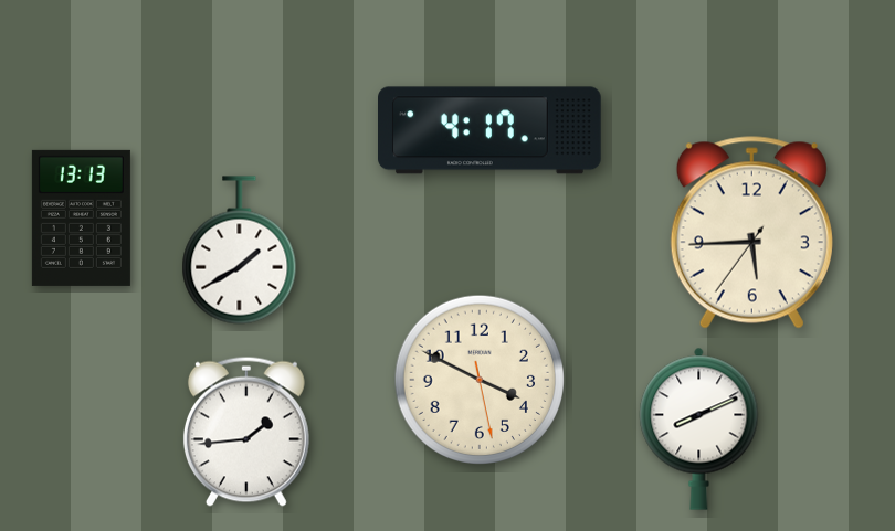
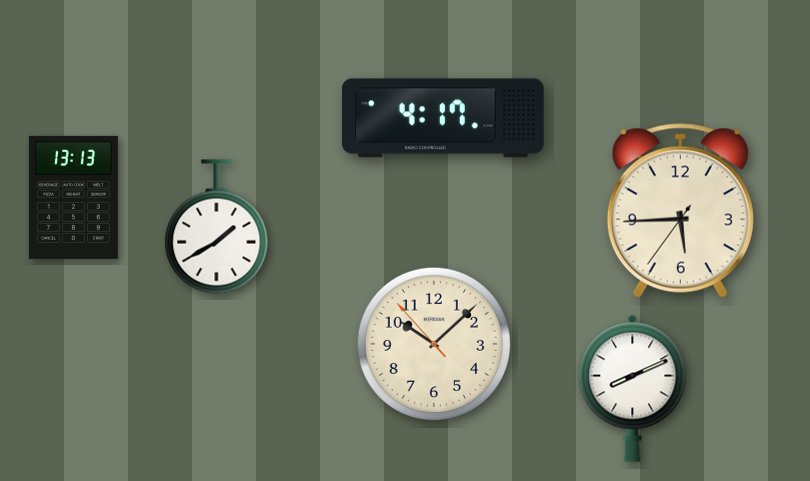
clock at (480, 380): 3:49 -> 10:07
clock at (246, 432): 1:44 -> none
